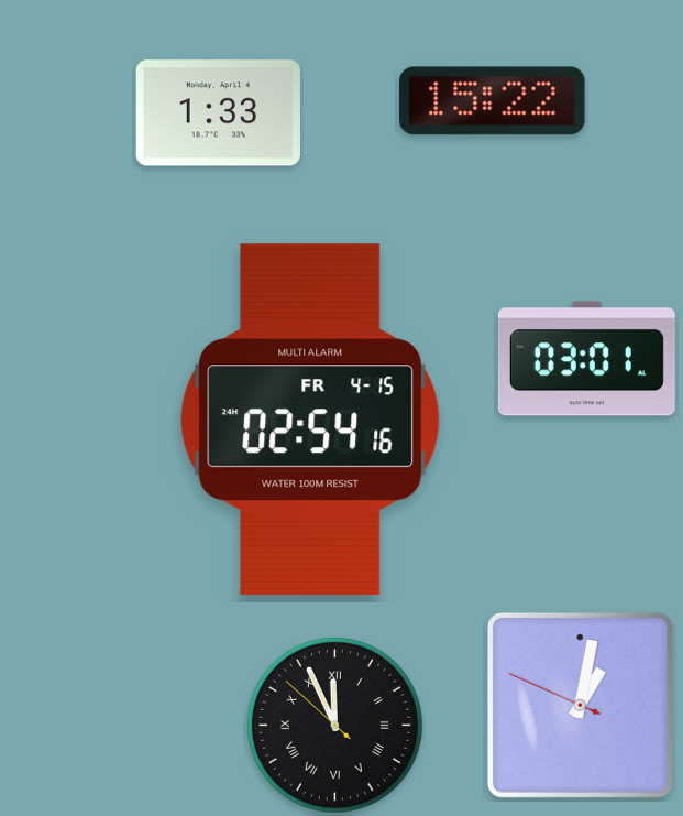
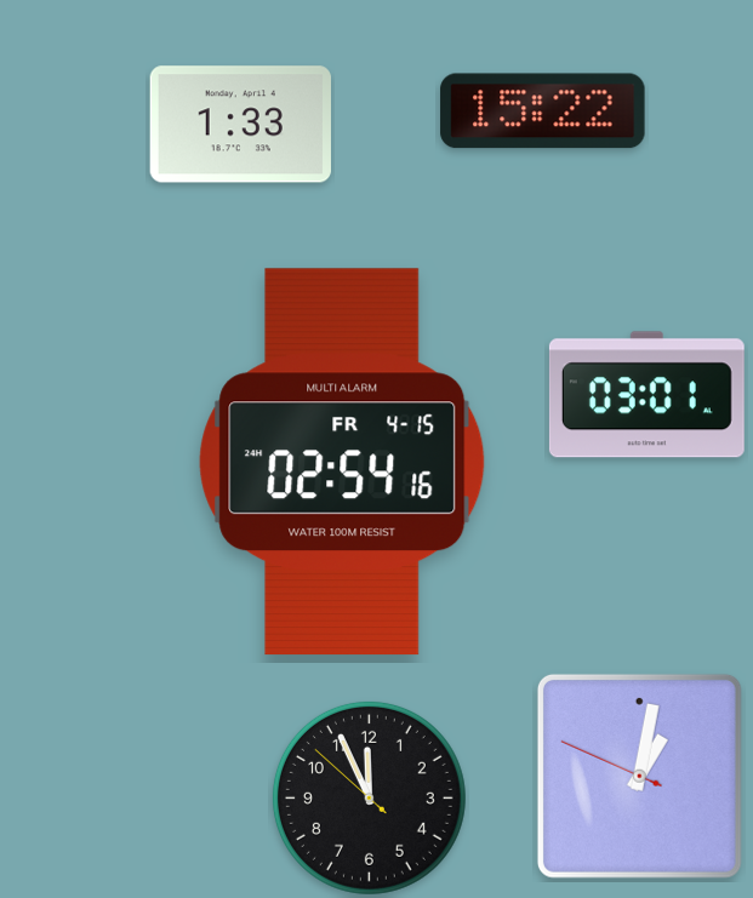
clock at (334, 725) numerals: Roman -> Arabic
